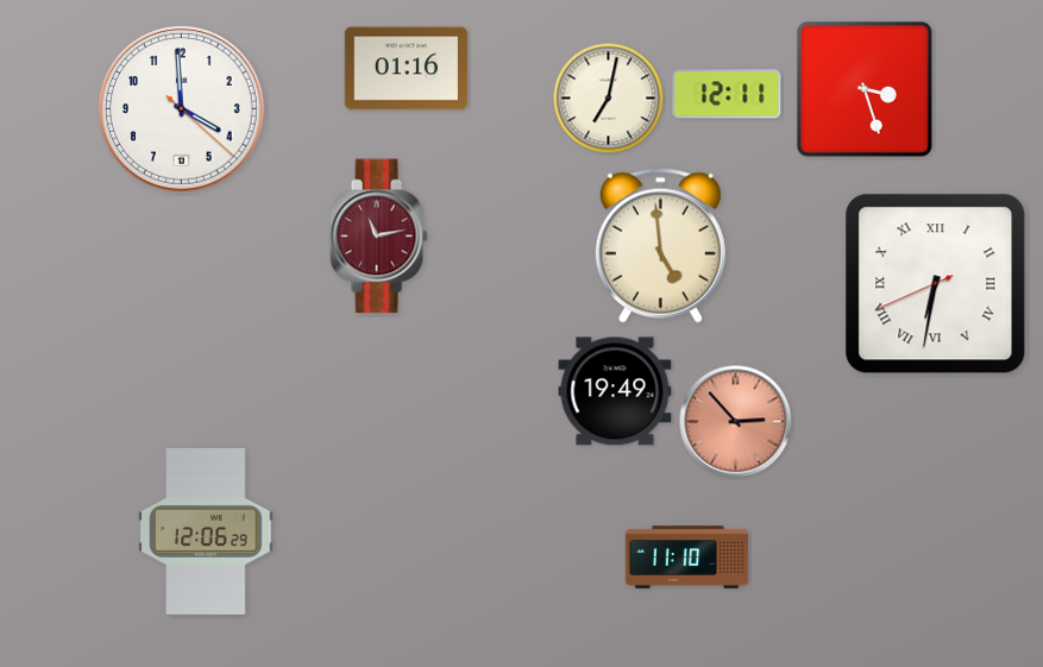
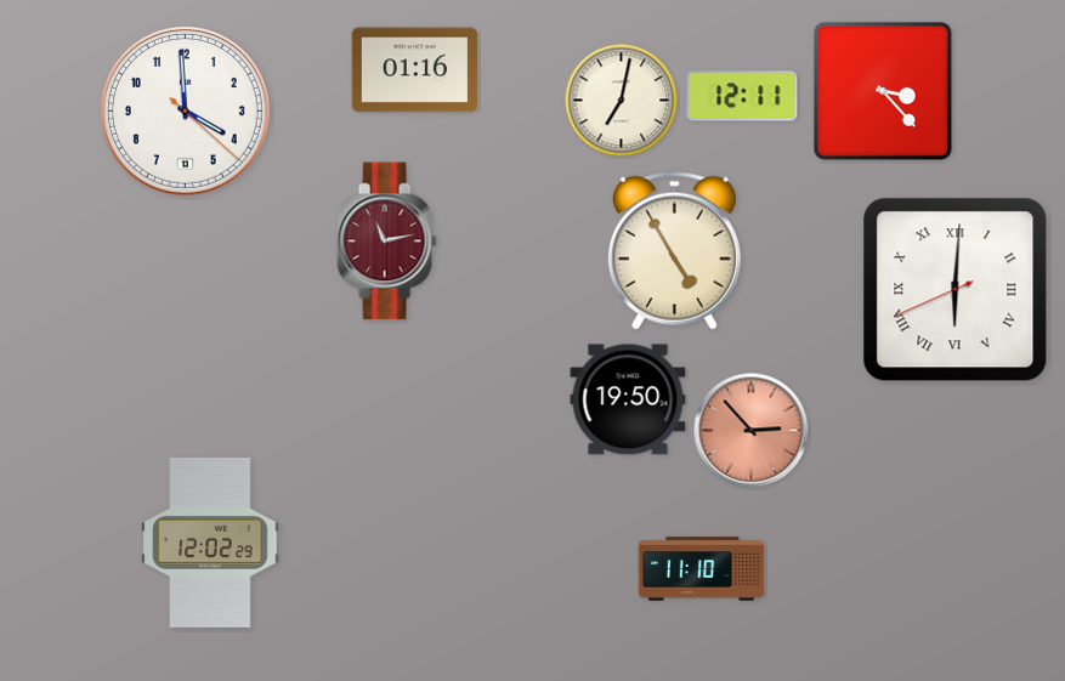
clock at (865, 89): 3:27 -> 3:23
clock at (660, 245): 4:59 -> 4:55
clock at (936, 284): 6:31 -> 6:00
clock at (615, 391): 19:49 -> 19:50
clock at (206, 531): 12:06 -> 12:02
